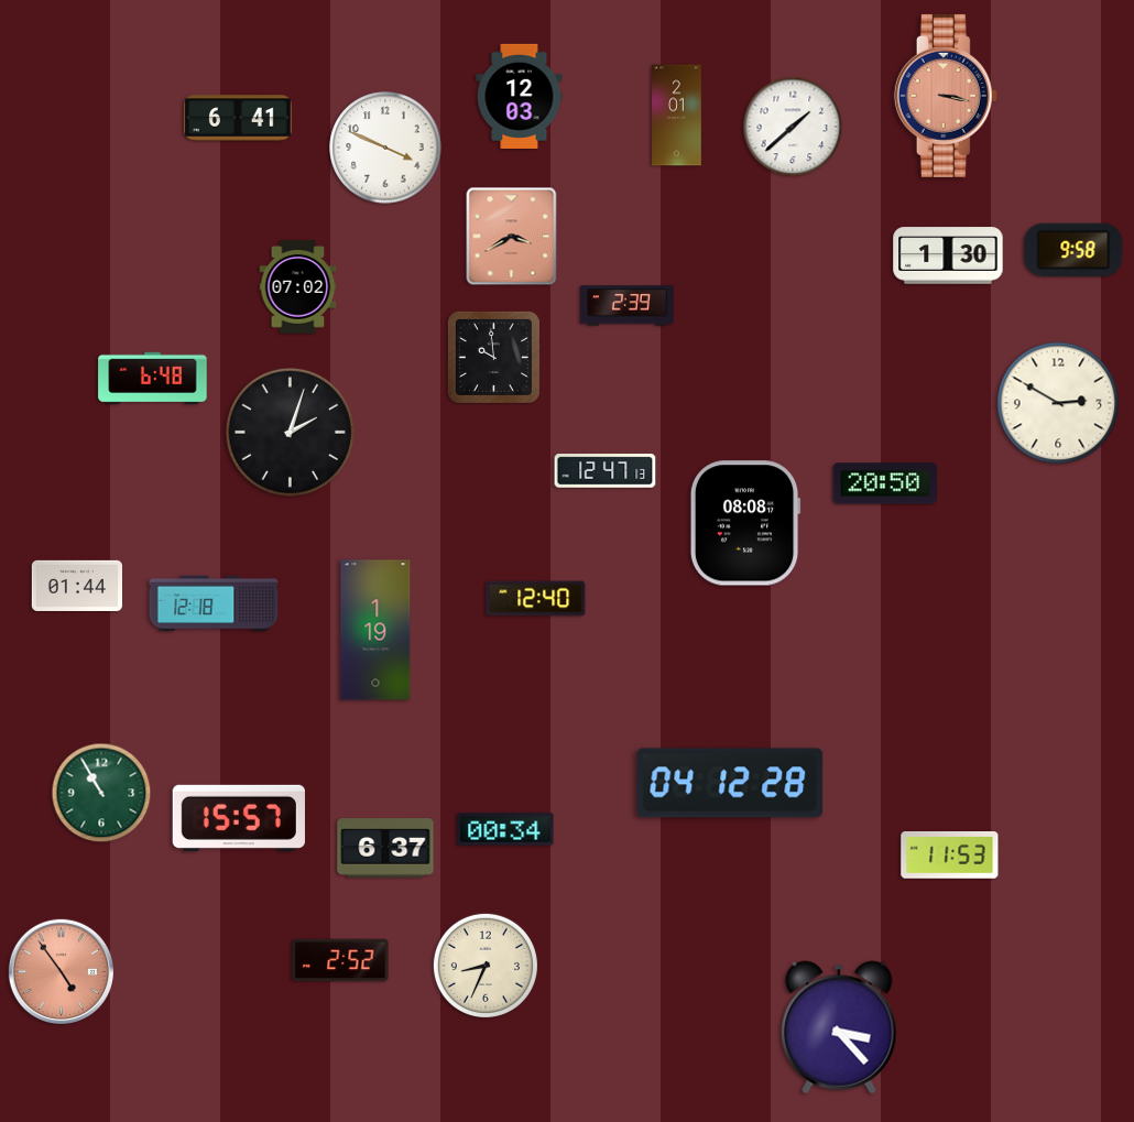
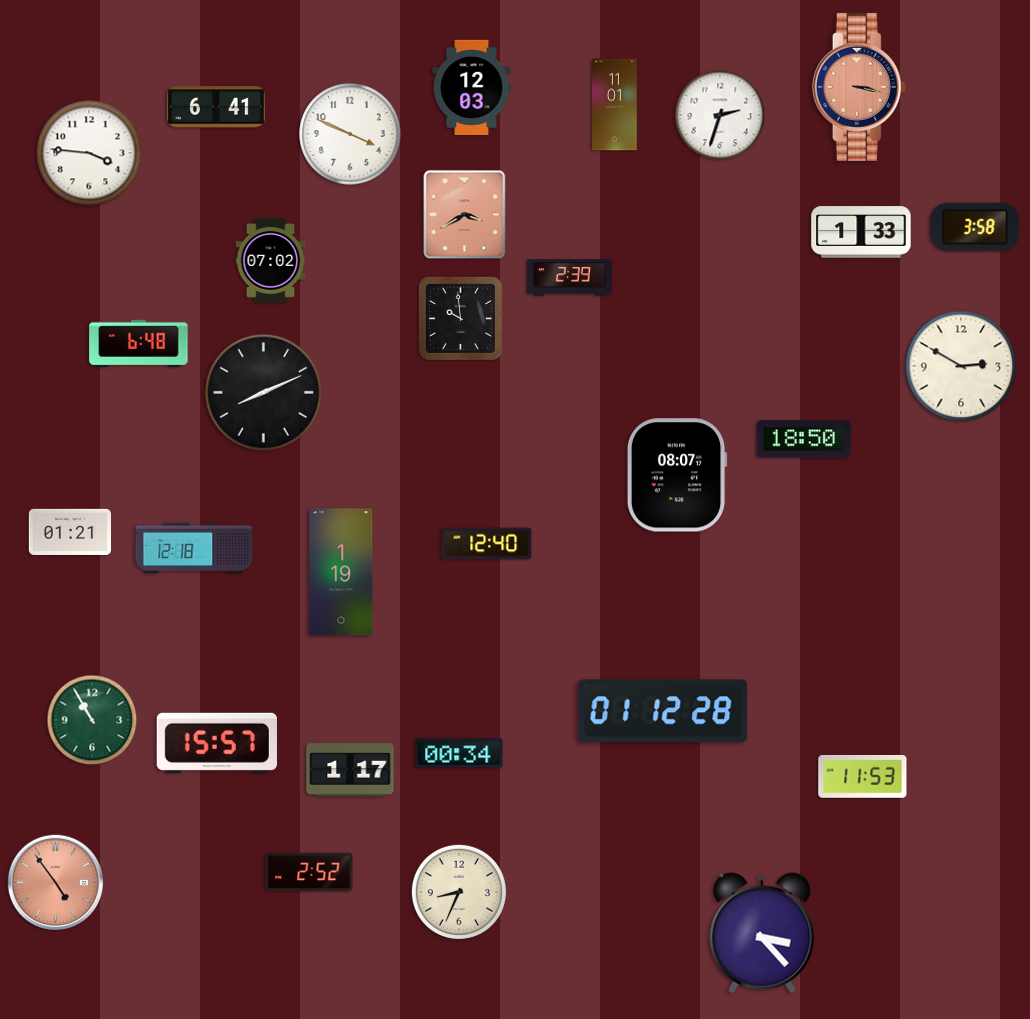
clock at (677, 116): 2:01 -> 11:01
clock at (793, 127): 1:38 -> 2:33
clock at (89, 153): none -> 3:46
clock at (1073, 250): 9:58 -> 3:58
clock at (948, 255): 1:30 -> 1:33
clock at (493, 357) position: (493, 357) -> (460, 318)
clock at (290, 432): 2:03 -> 8:11
clock at (606, 471): 12:47 -> none
clock at (884, 483): 20:50 -> 18:50
clock at (745, 523): 08:08 -> 08:07
clock at (76, 585): 01:44 -> 01:21
clock at (730, 783): 04:12 -> 01:12
clock at (385, 848): 6:37 -> 1:17
clock at (486, 966) position: (486, 966) -> (459, 892)
